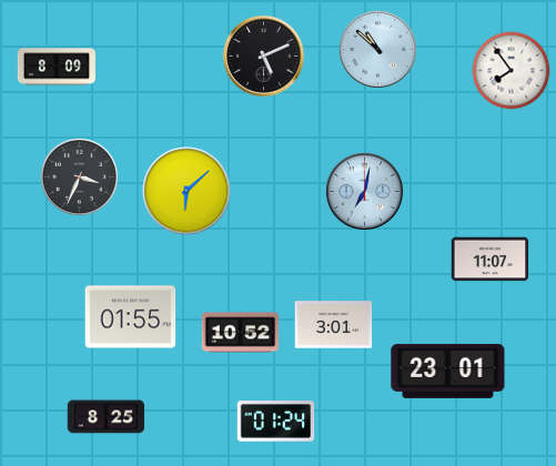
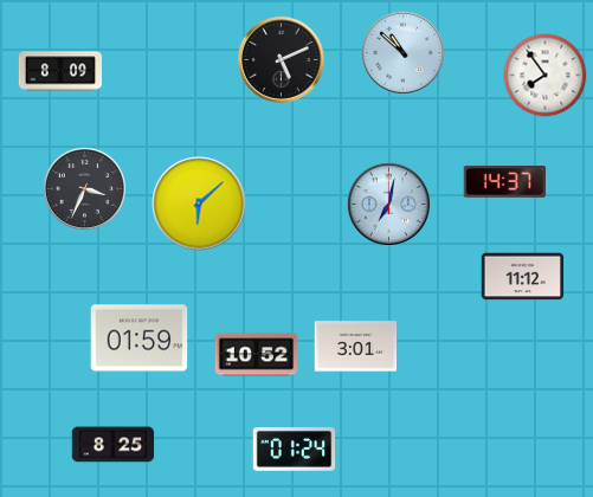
clock at (505, 182): none -> 14:37
clock at (491, 260): 11:07 -> 11:12
clock at (131, 317): 01:55 -> 01:59
clock at (448, 371): 23:01 -> none
